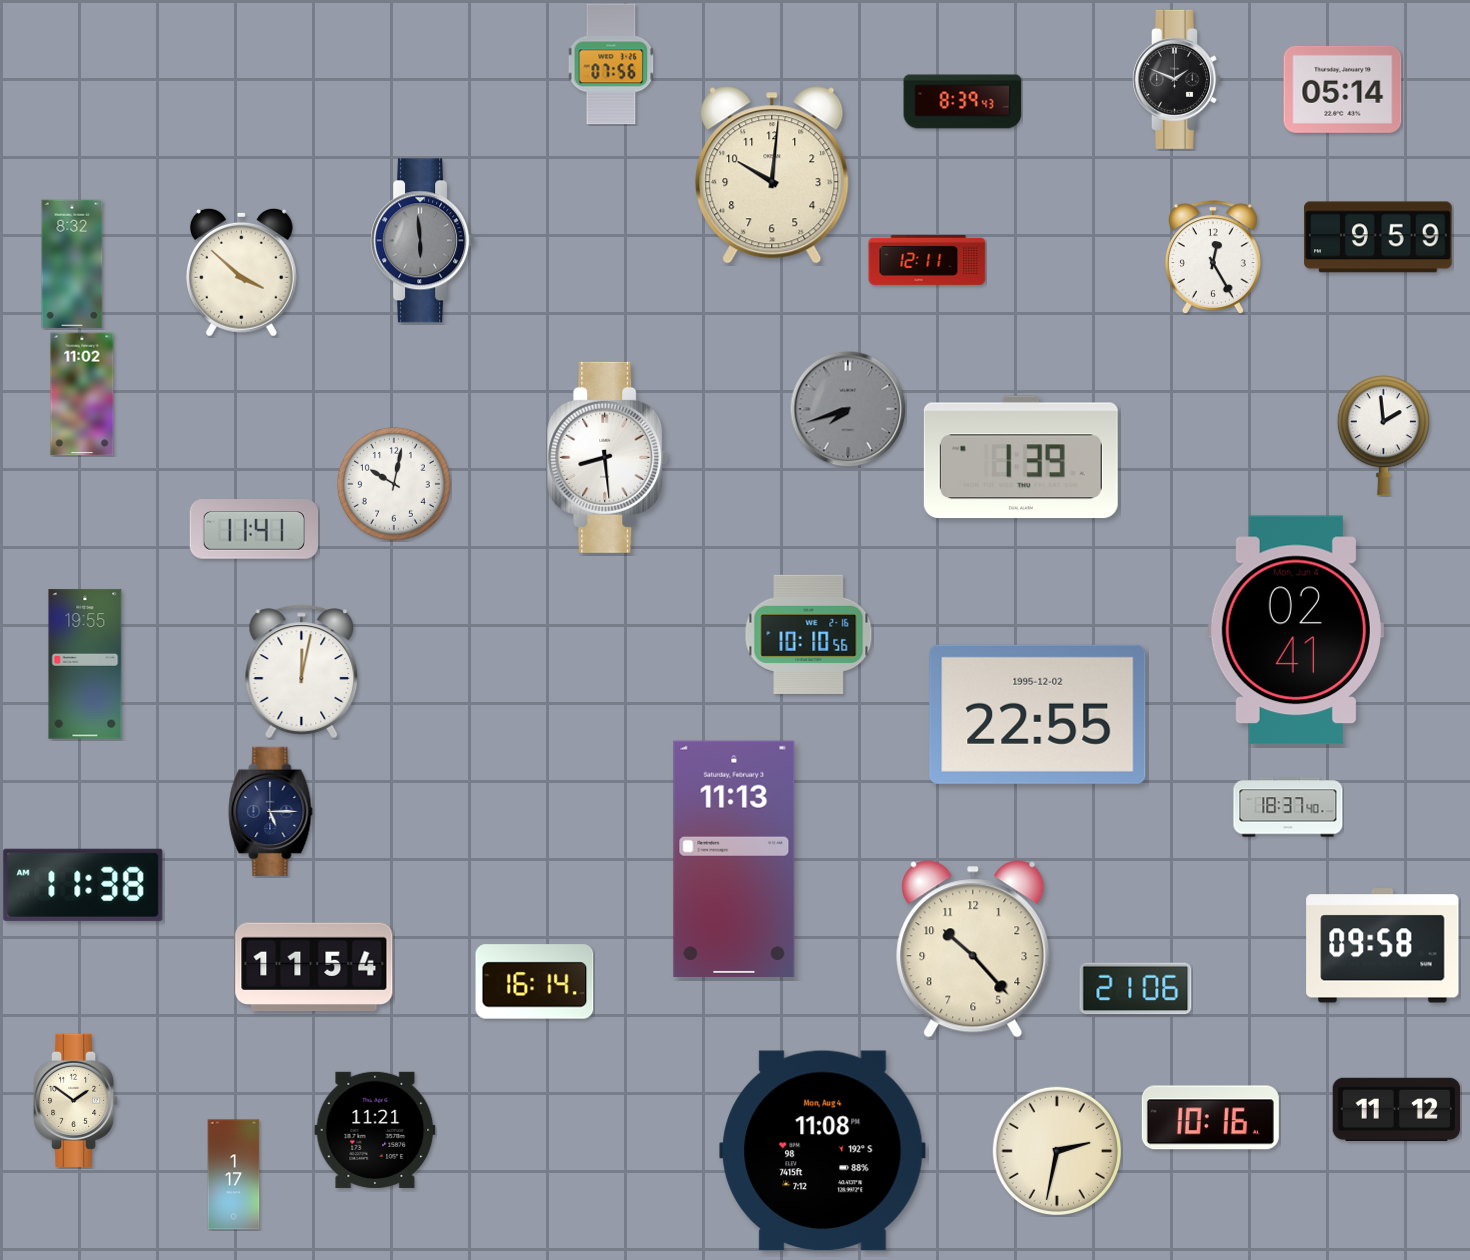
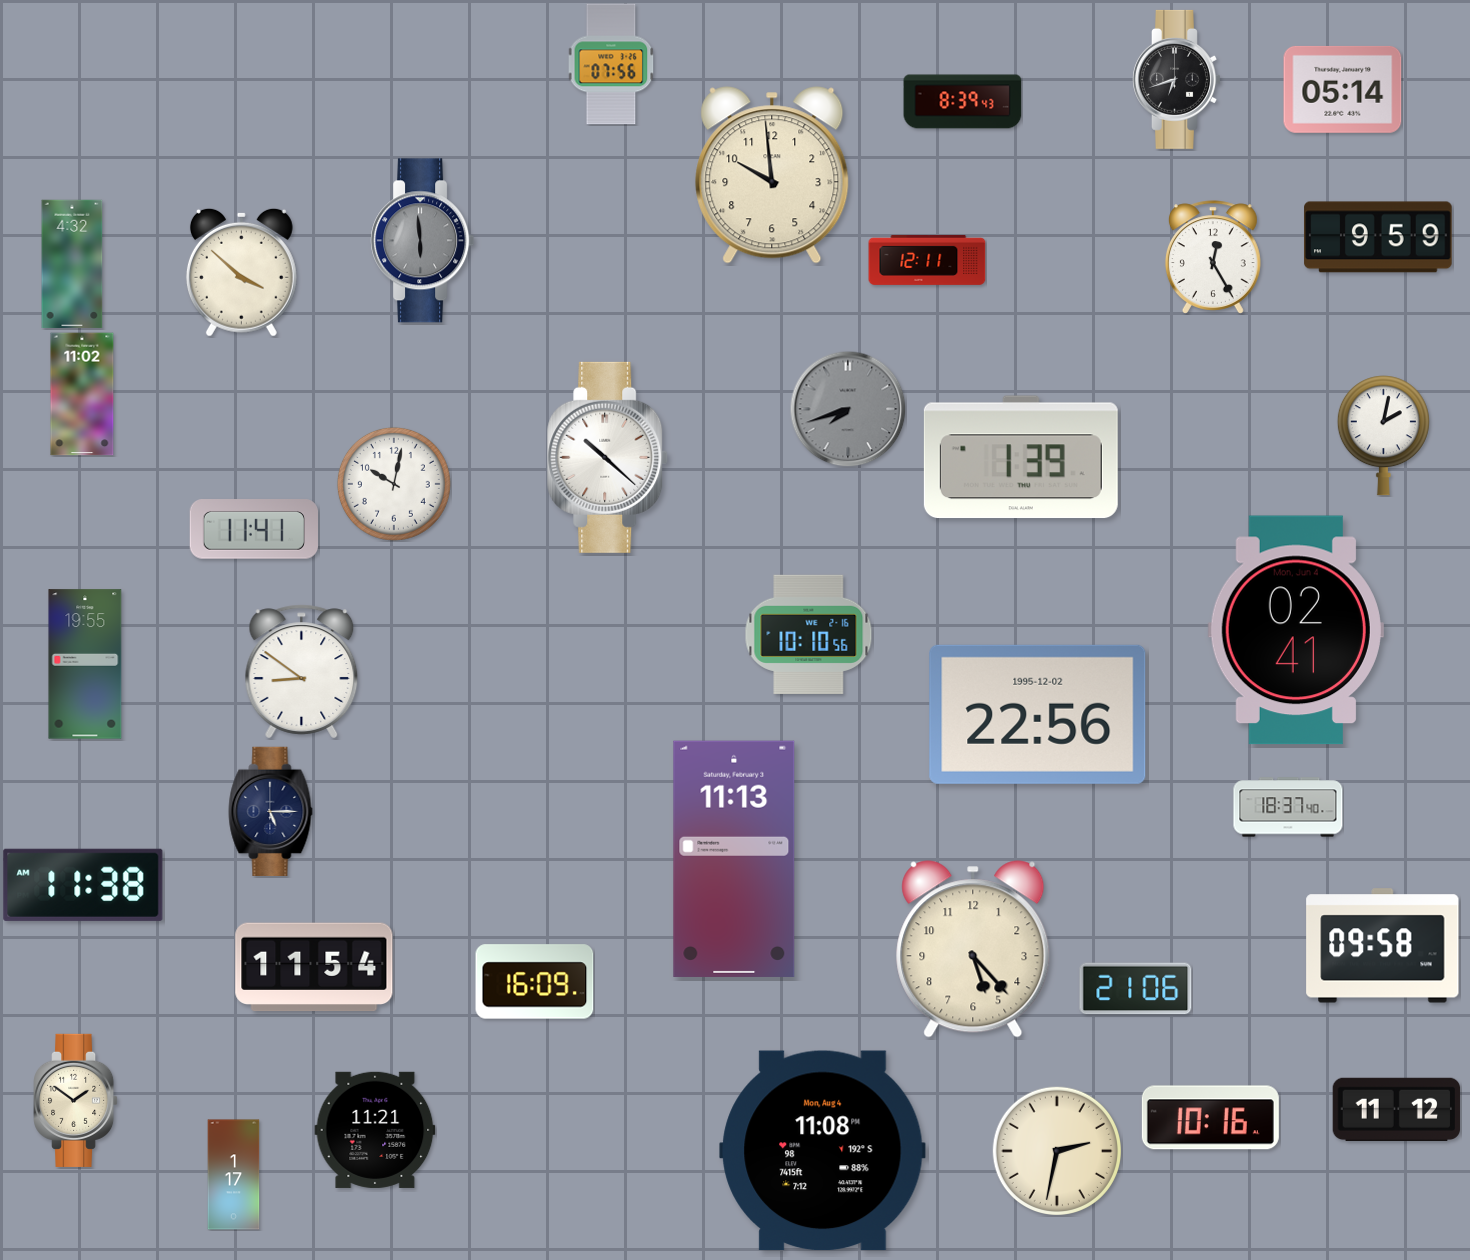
clock at (1177, 79): 1:49 -> 6:42
clock at (772, 175): 10:01 -> 9:59
clock at (72, 264): 8:32 -> 4:32
clock at (1383, 436): 1:59 -> 2:02
clock at (608, 457): 8:29 -> 10:22
clock at (302, 672): 12:02 -> 8:51
clock at (1038, 714): 22:55 -> 22:56
clock at (973, 949): 10:23 -> 5:23
clock at (535, 982): 16:14 -> 16:09
